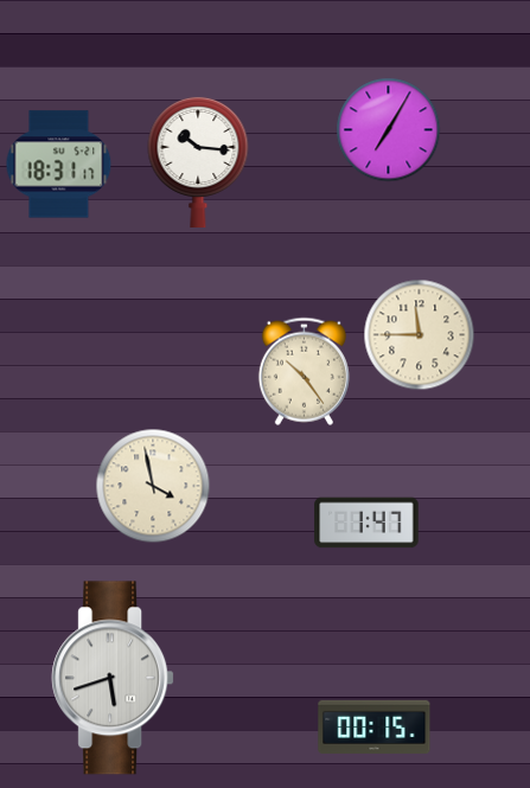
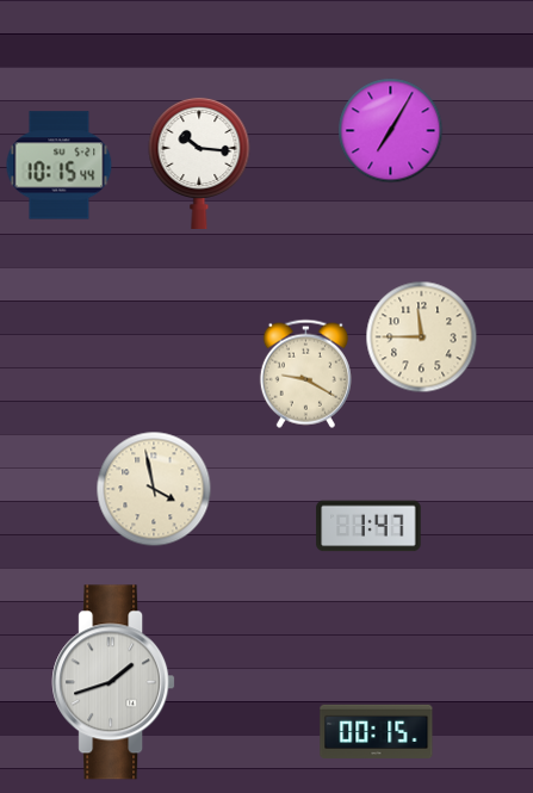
clock at (59, 165): 18:31 -> 10:15
clock at (304, 371): 10:24 -> 9:20
clock at (113, 678): 5:42 -> 1:42
